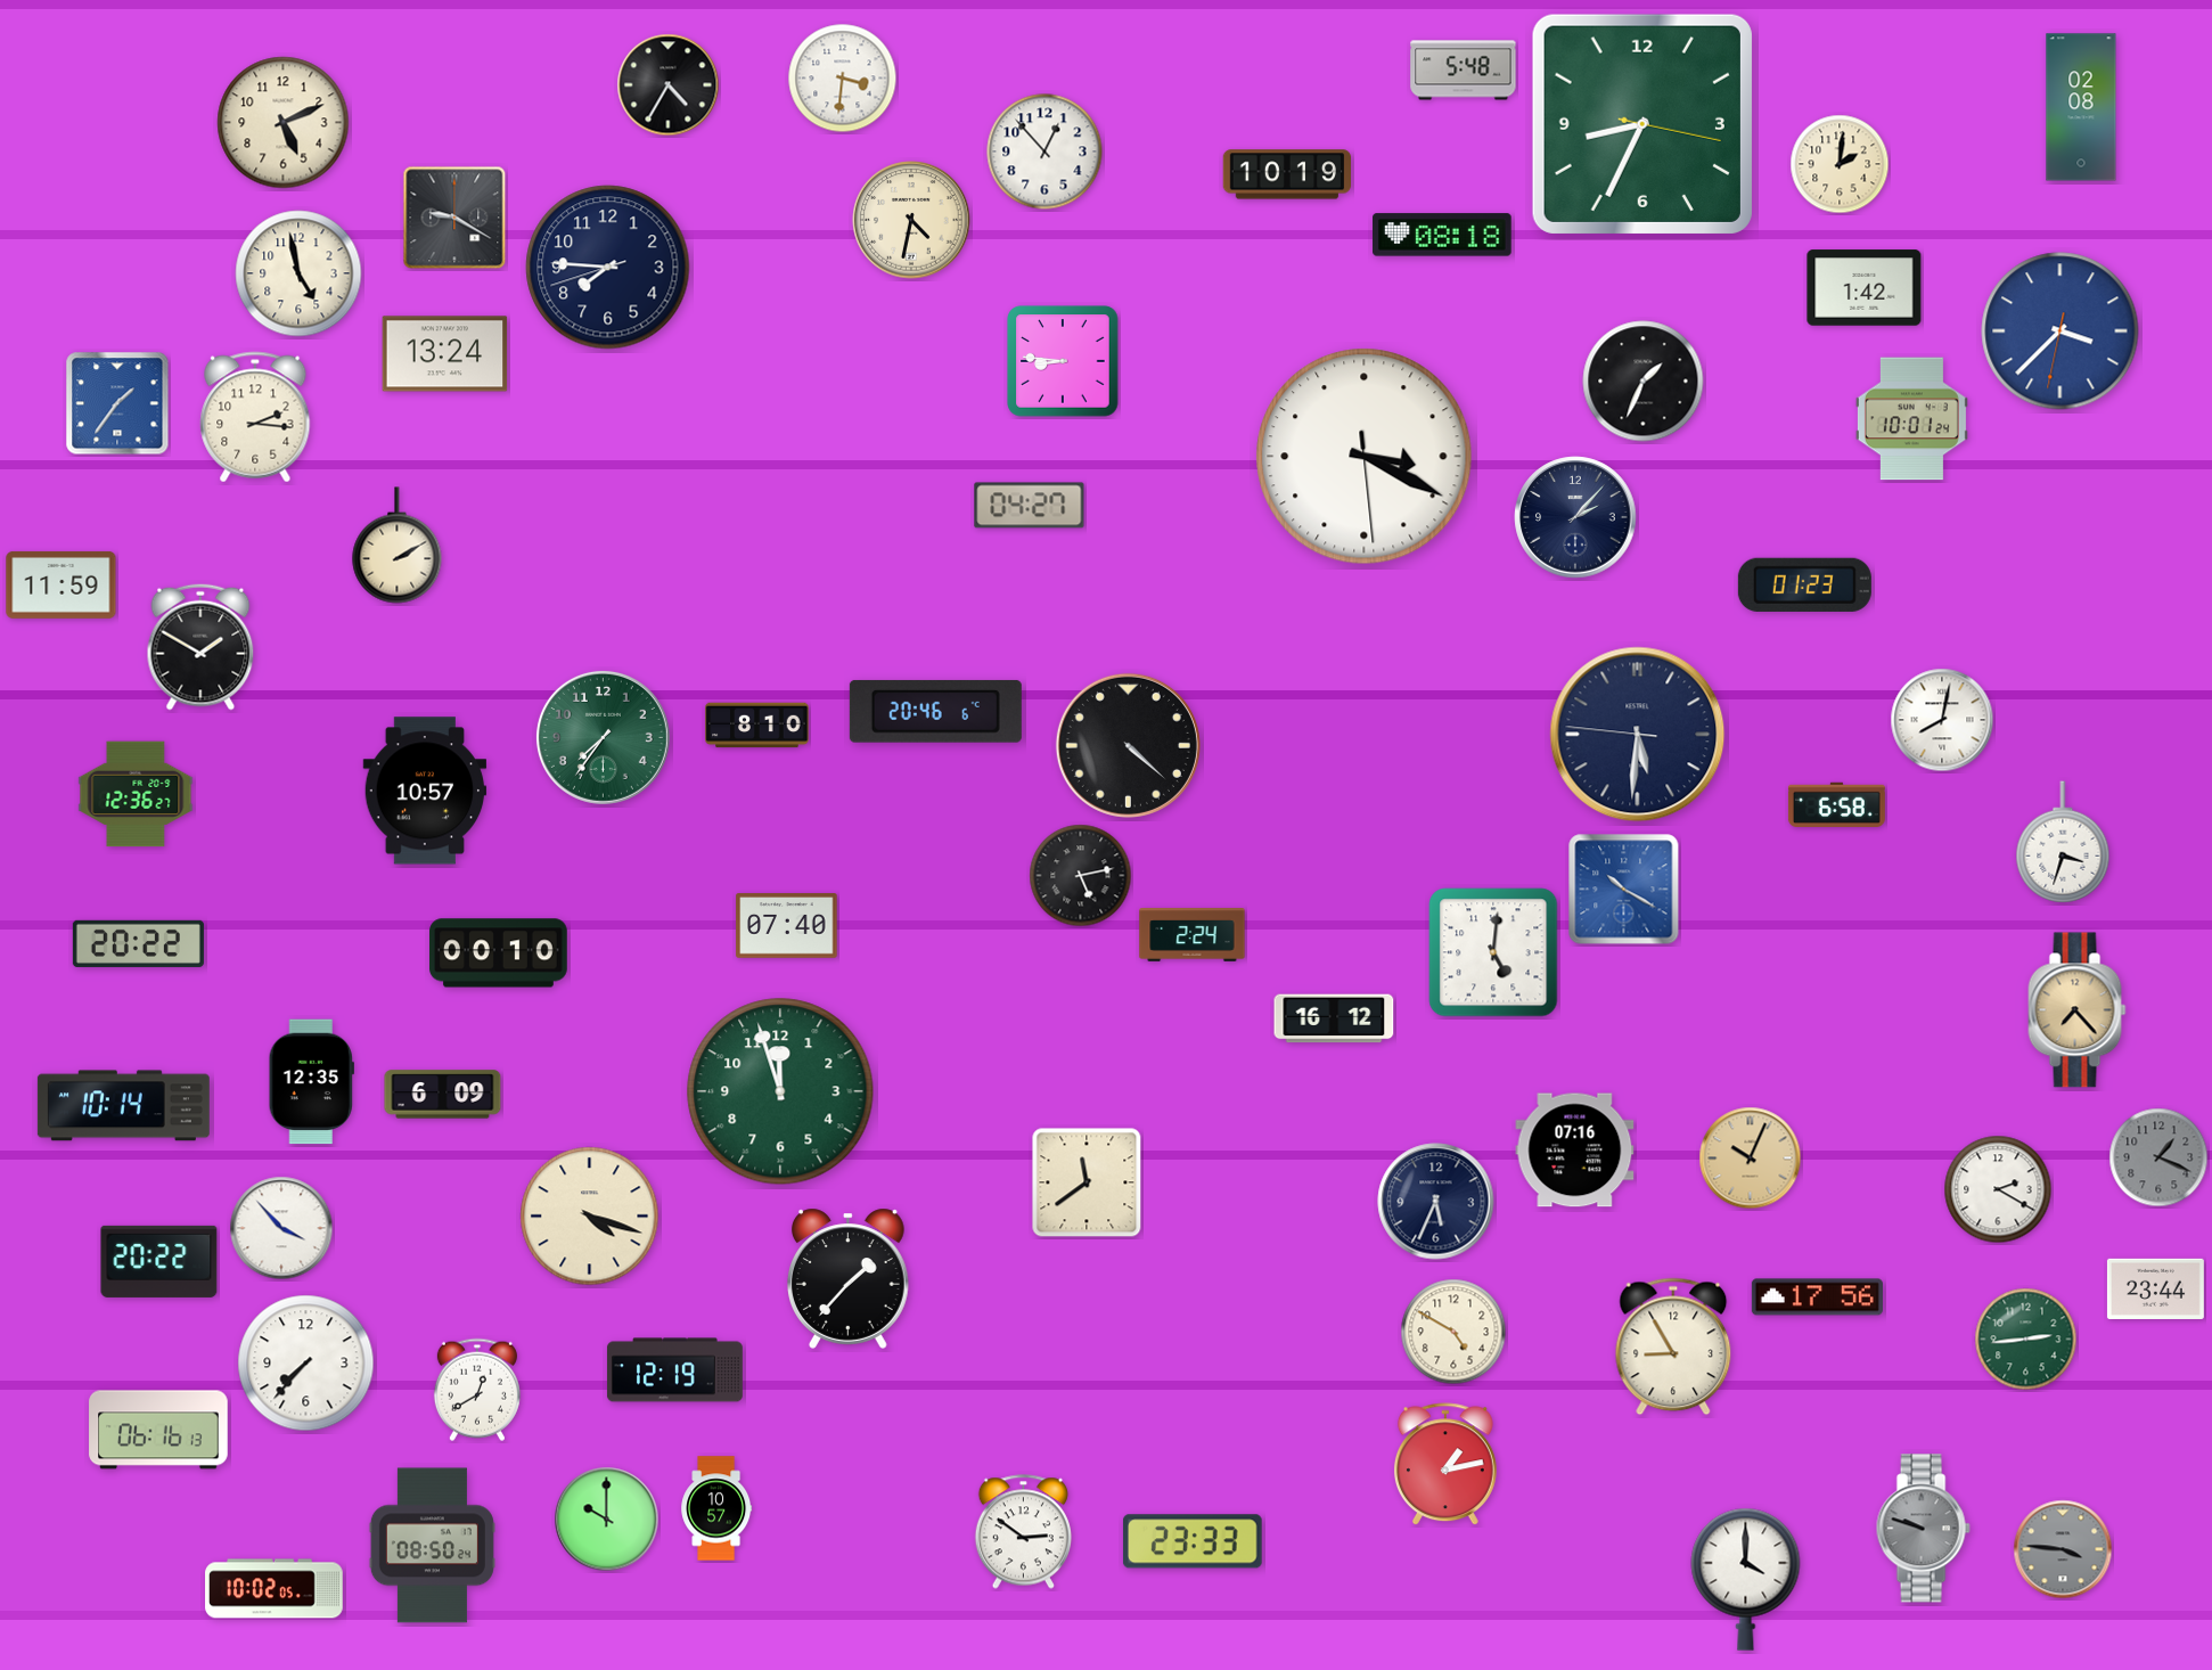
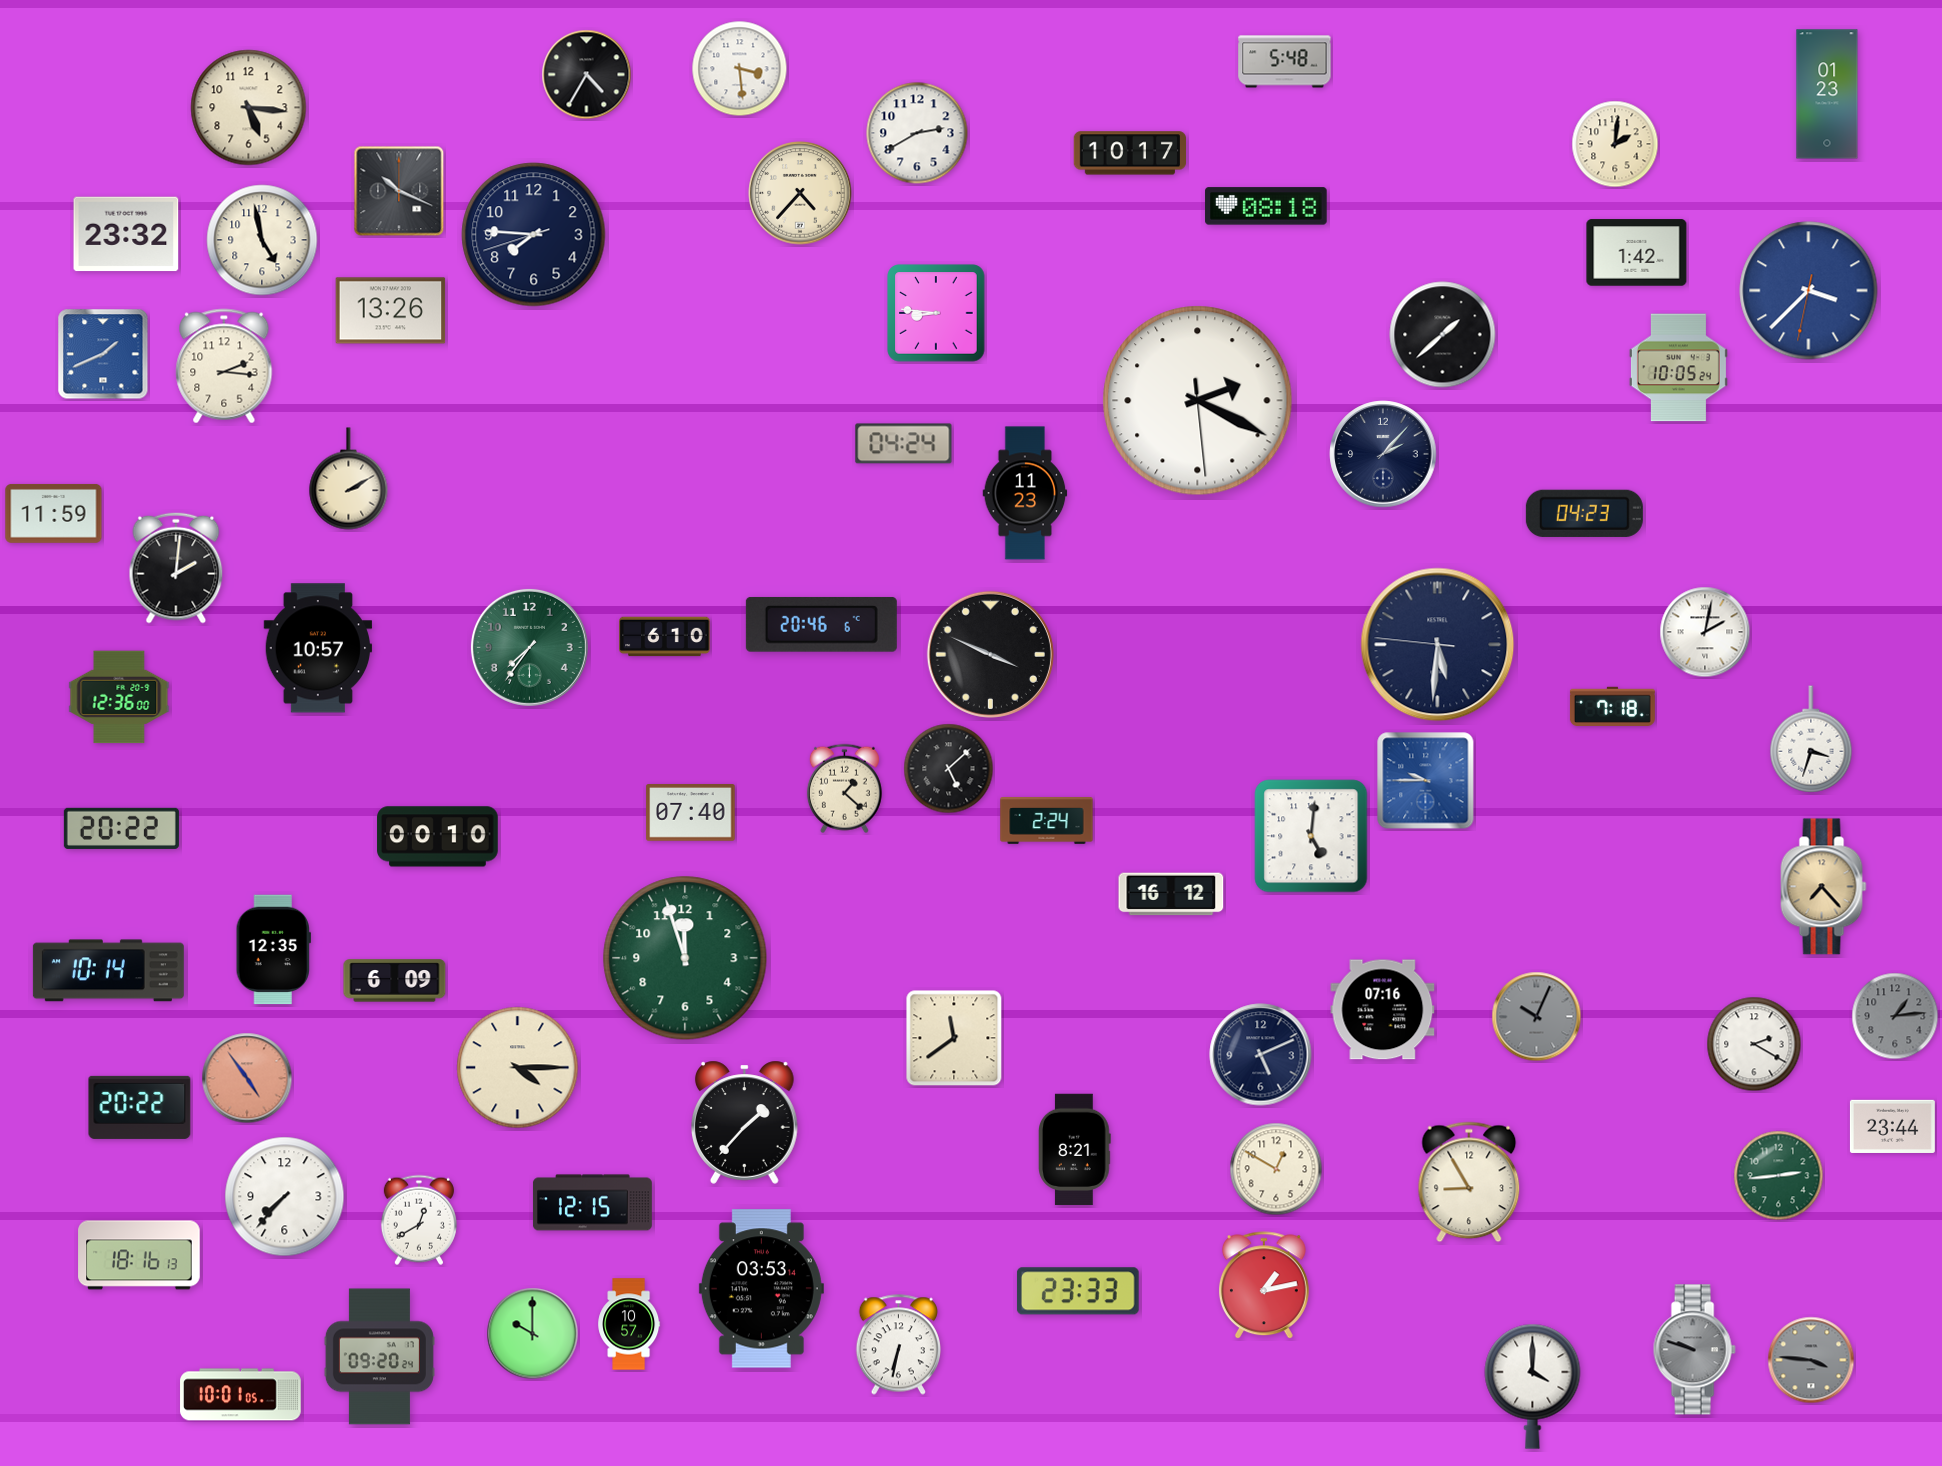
clock at (843, 79): 3:31 -> 3:29
clock at (2081, 107): 02:08 -> 01:23
clock at (284, 123): 5:11 -> 5:16
clock at (1642, 124): 8:34 -> none
clock at (1044, 152): 12:53 -> 2:40
clock at (1286, 174): 10:19 -> 10:17
clock at (454, 218): 9:20 -> 10:19
clock at (911, 220): 4:32 -> 4:37
clock at (126, 234): none -> 23:32
clock at (445, 354): 13:24 -> 13:26
clock at (1063, 361) position: (1063, 361) -> (936, 313)
clock at (1644, 382): 1:34 -> 1:38
clock at (117, 403): 1:36 -> 1:41
clock at (1911, 419): 10:01 -> 10:05
clock at (1365, 457): 3:19 -> 2:19
clock at (1030, 506): 04:27 -> 04:24
clock at (1025, 493): none -> 11:23
clock at (1804, 584): 01:23 -> 04:23
clock at (200, 647): 1:50 -> 2:01
clock at (1942, 720): 8:02 -> 2:02
clock at (757, 726): 8:10 -> 6:10
clock at (1128, 745): 4:22 -> 3:49
clock at (425, 791) position: (425, 791) -> (318, 648)
clock at (136, 794): 12:36:27 -> 12:36:00
clock at (1836, 804): 6:58 -> 7:18
clock at (1081, 876): 5:13 -> 5:08
clock at (1624, 890): 10:20 -> 9:45
clock at (844, 789): none -> 1:22
clock at (443, 1095) position: (443, 1095) -> (395, 981)
clock at (2158, 1157): 1:19 -> 1:14
clock at (1751, 1159) dial: champagne -> grey
clock at (1436, 1202): 5:34 -> 5:11
clock at (590, 1217): 4:18 -> 4:15
clock at (281, 1228): 3:53 -> 4:54
clock at (281, 1228) dial: white -> salmon
clock at (2155, 1288) position: (2155, 1288) -> (1892, 1126)
clock at (1817, 1297): 17:56 -> none
clock at (1075, 1150): none -> 8:21
clock at (1453, 1332): 4:50 -> 12:50
clock at (306, 1364) position: (306, 1364) -> (285, 1197)
clock at (674, 1370): 12:19 -> 12:15
clock at (158, 1430): 06:16 -> 18:16
clock at (1445, 1465) position: (1445, 1465) -> (1264, 1286)
clock at (761, 1289): none -> 03:53
clock at (1923, 1529) position: (1923, 1529) -> (1694, 1350)
clock at (1023, 1532): 2:51 -> 6:32
clock at (1193, 1541) position: (1193, 1541) -> (1078, 1291)
clock at (432, 1546): 08:50 -> 09:20
clock at (275, 1589): 10:02 -> 10:01
